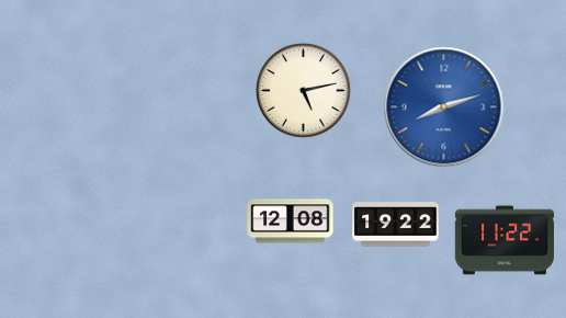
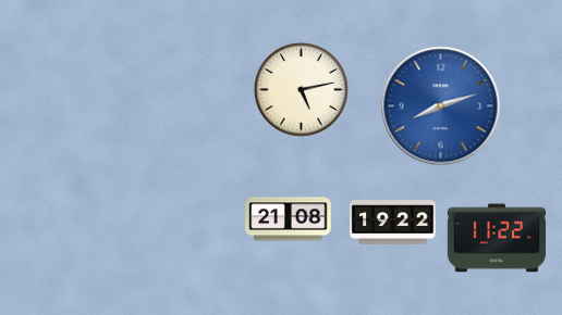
clock at (291, 222): 12:08 -> 21:08
clock at (503, 240) position: (503, 240) -> (496, 238)
